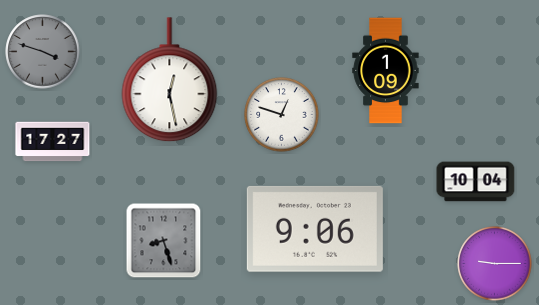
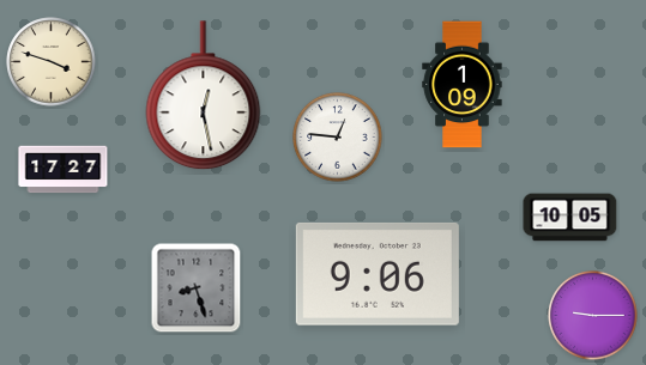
clock at (43, 52) dial: grey -> cream
clock at (282, 115): 12:48 -> 12:46
clock at (476, 182): 10:04 -> 10:05
